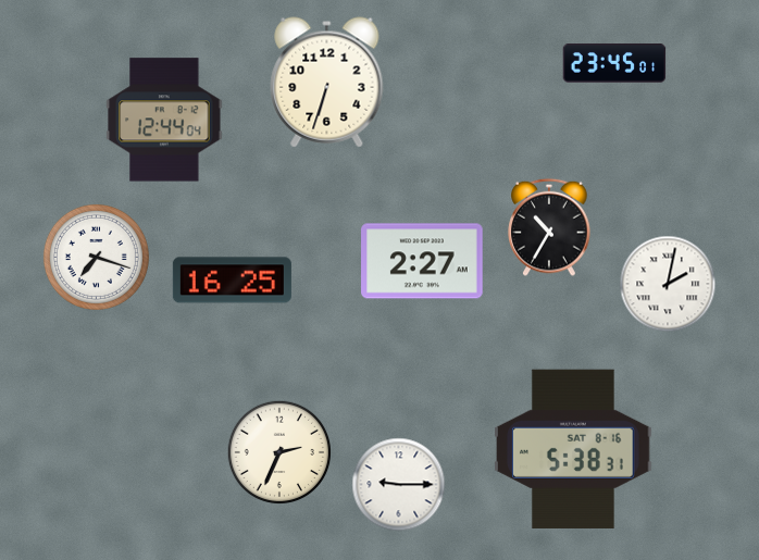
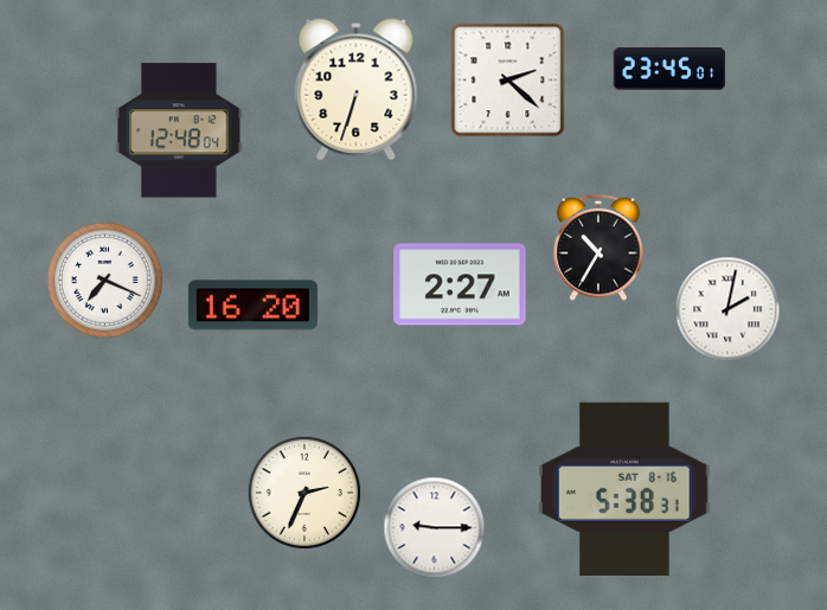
clock at (508, 81): none -> 2:22
clock at (164, 120): 12:44 -> 12:48
clock at (96, 257): 7:18 -> 7:19
clock at (232, 281): 16:25 -> 16:20
